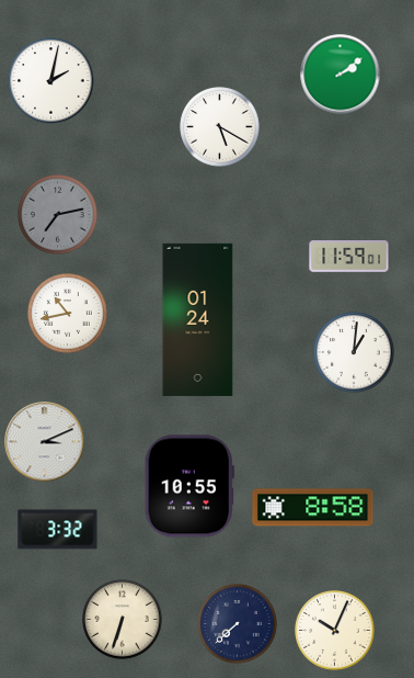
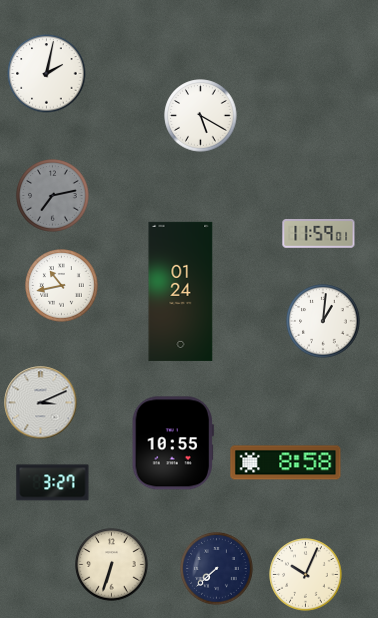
clock at (341, 75): 2:09 -> none
clock at (58, 530): 3:32 -> 3:27
